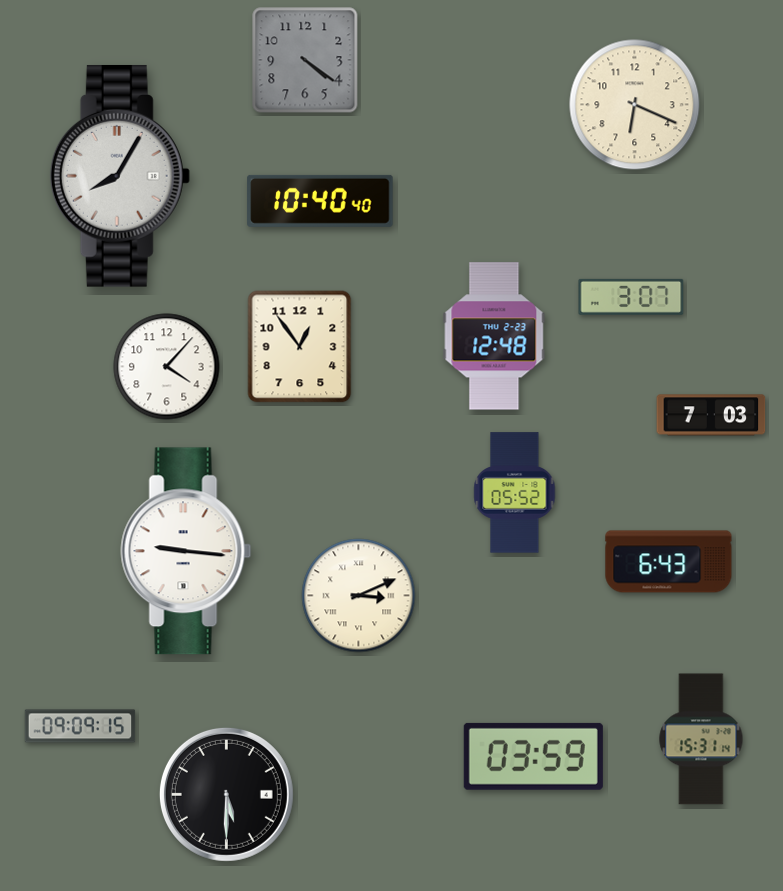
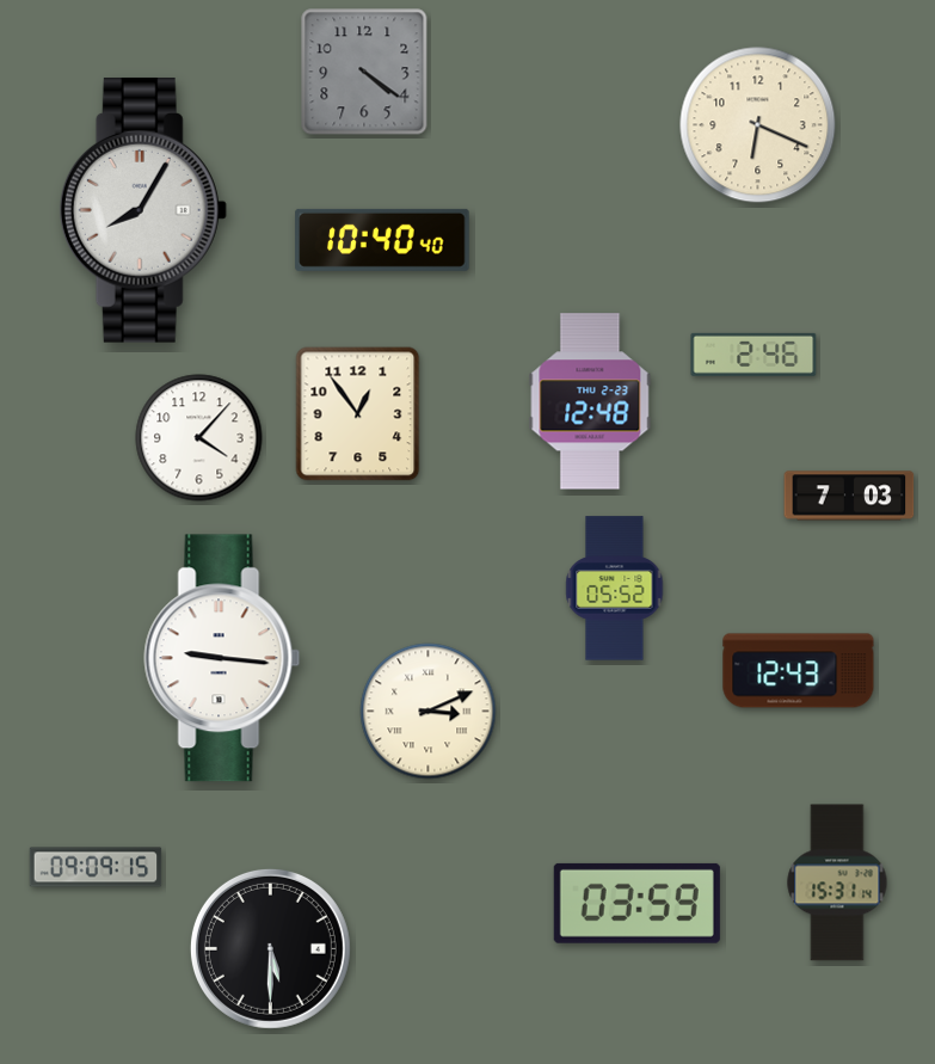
clock at (631, 297): 3:07 -> 2:46
clock at (669, 562): 6:43 -> 12:43
